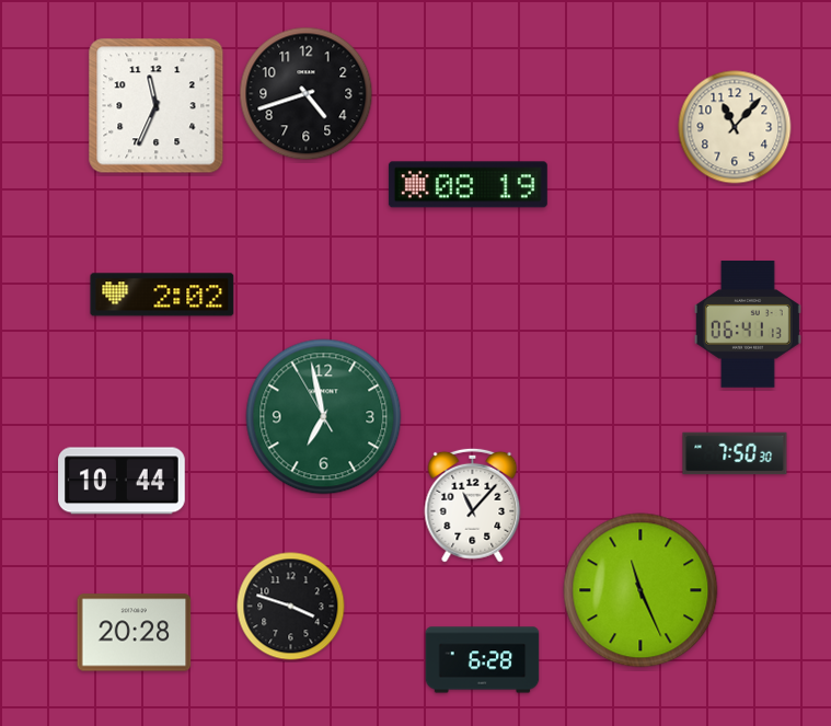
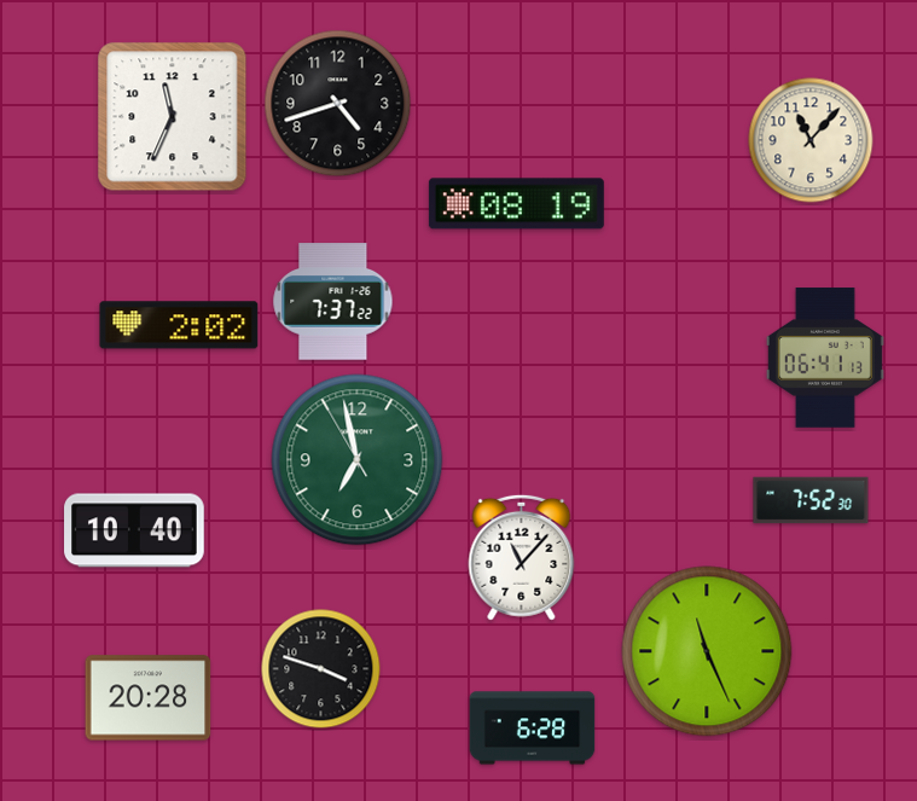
clock at (333, 302): none -> 7:37
clock at (735, 453): 7:50 -> 7:52
clock at (122, 481): 10:44 -> 10:40
